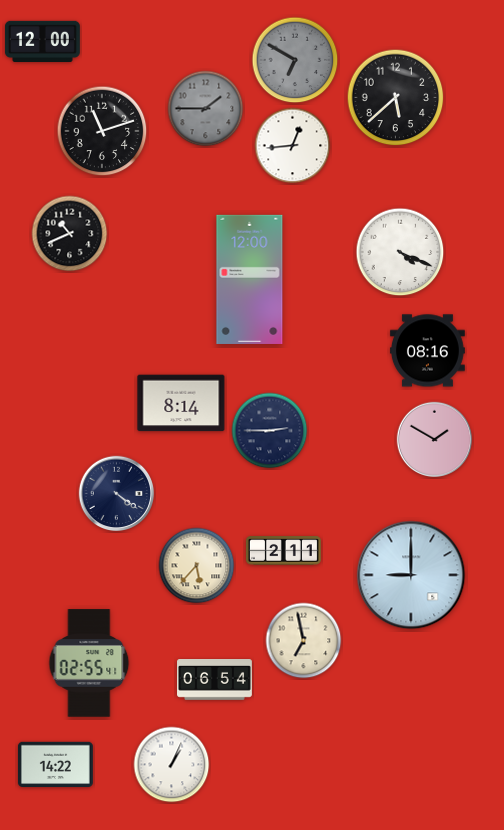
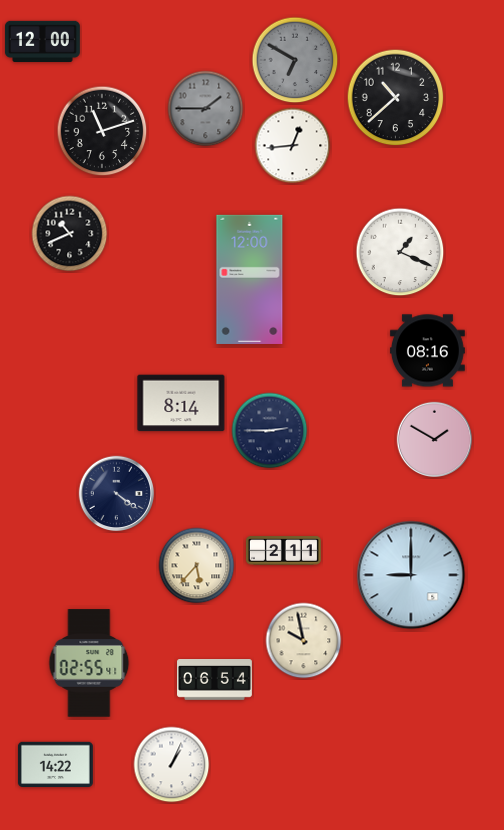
clock at (396, 98): 5:38 -> 10:38
clock at (400, 252): 4:19 -> 1:19
clock at (304, 641): 6:58 -> 9:58
